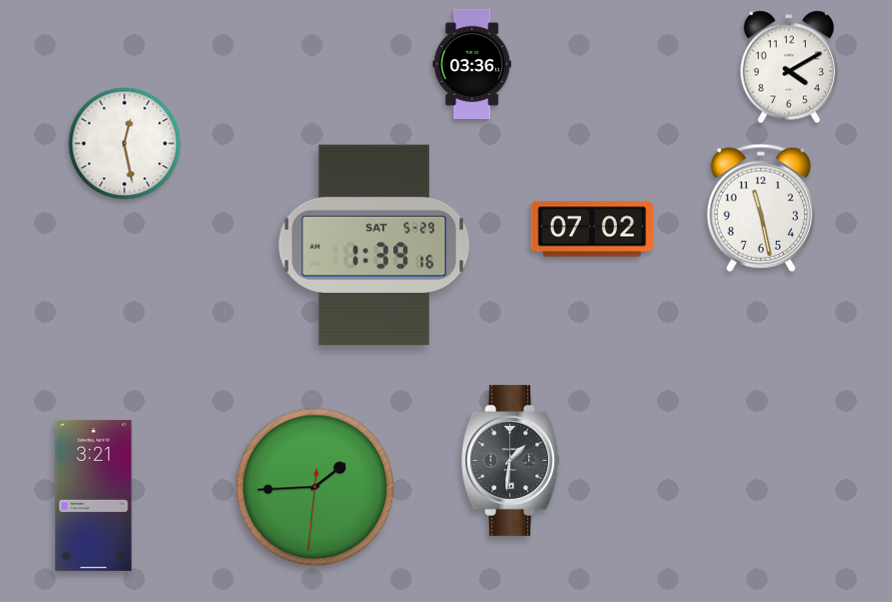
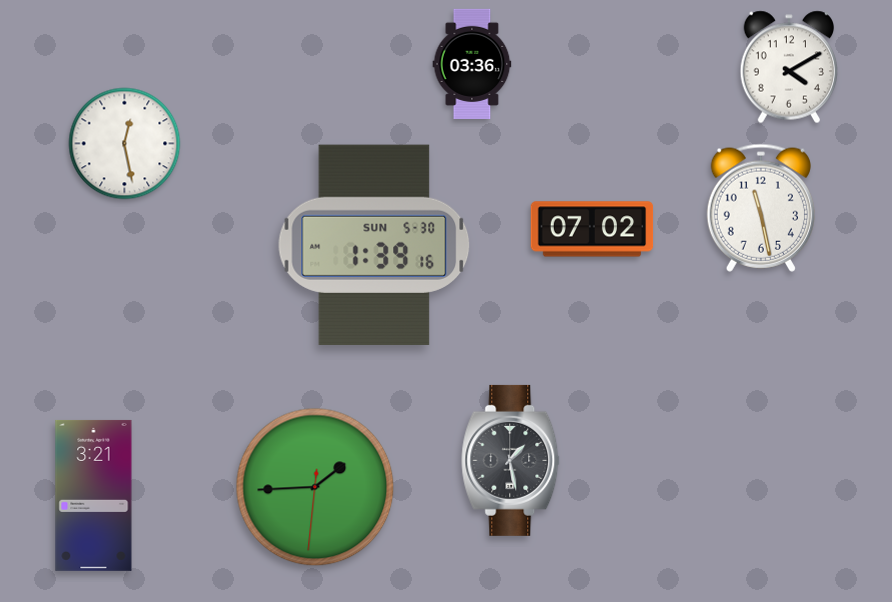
clock at (374, 245) date: SAT 5-29 -> SUN 5-30
clock at (511, 460): 1:31 -> 1:28
